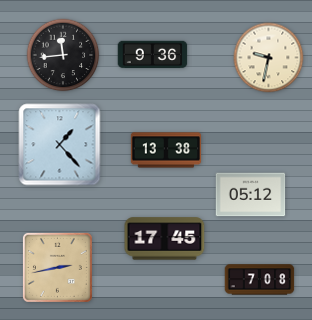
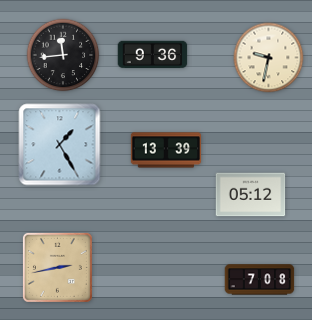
clock at (60, 145): 1:23 -> 1:25
clock at (166, 150): 13:38 -> 13:39
clock at (165, 239): 17:45 -> none
